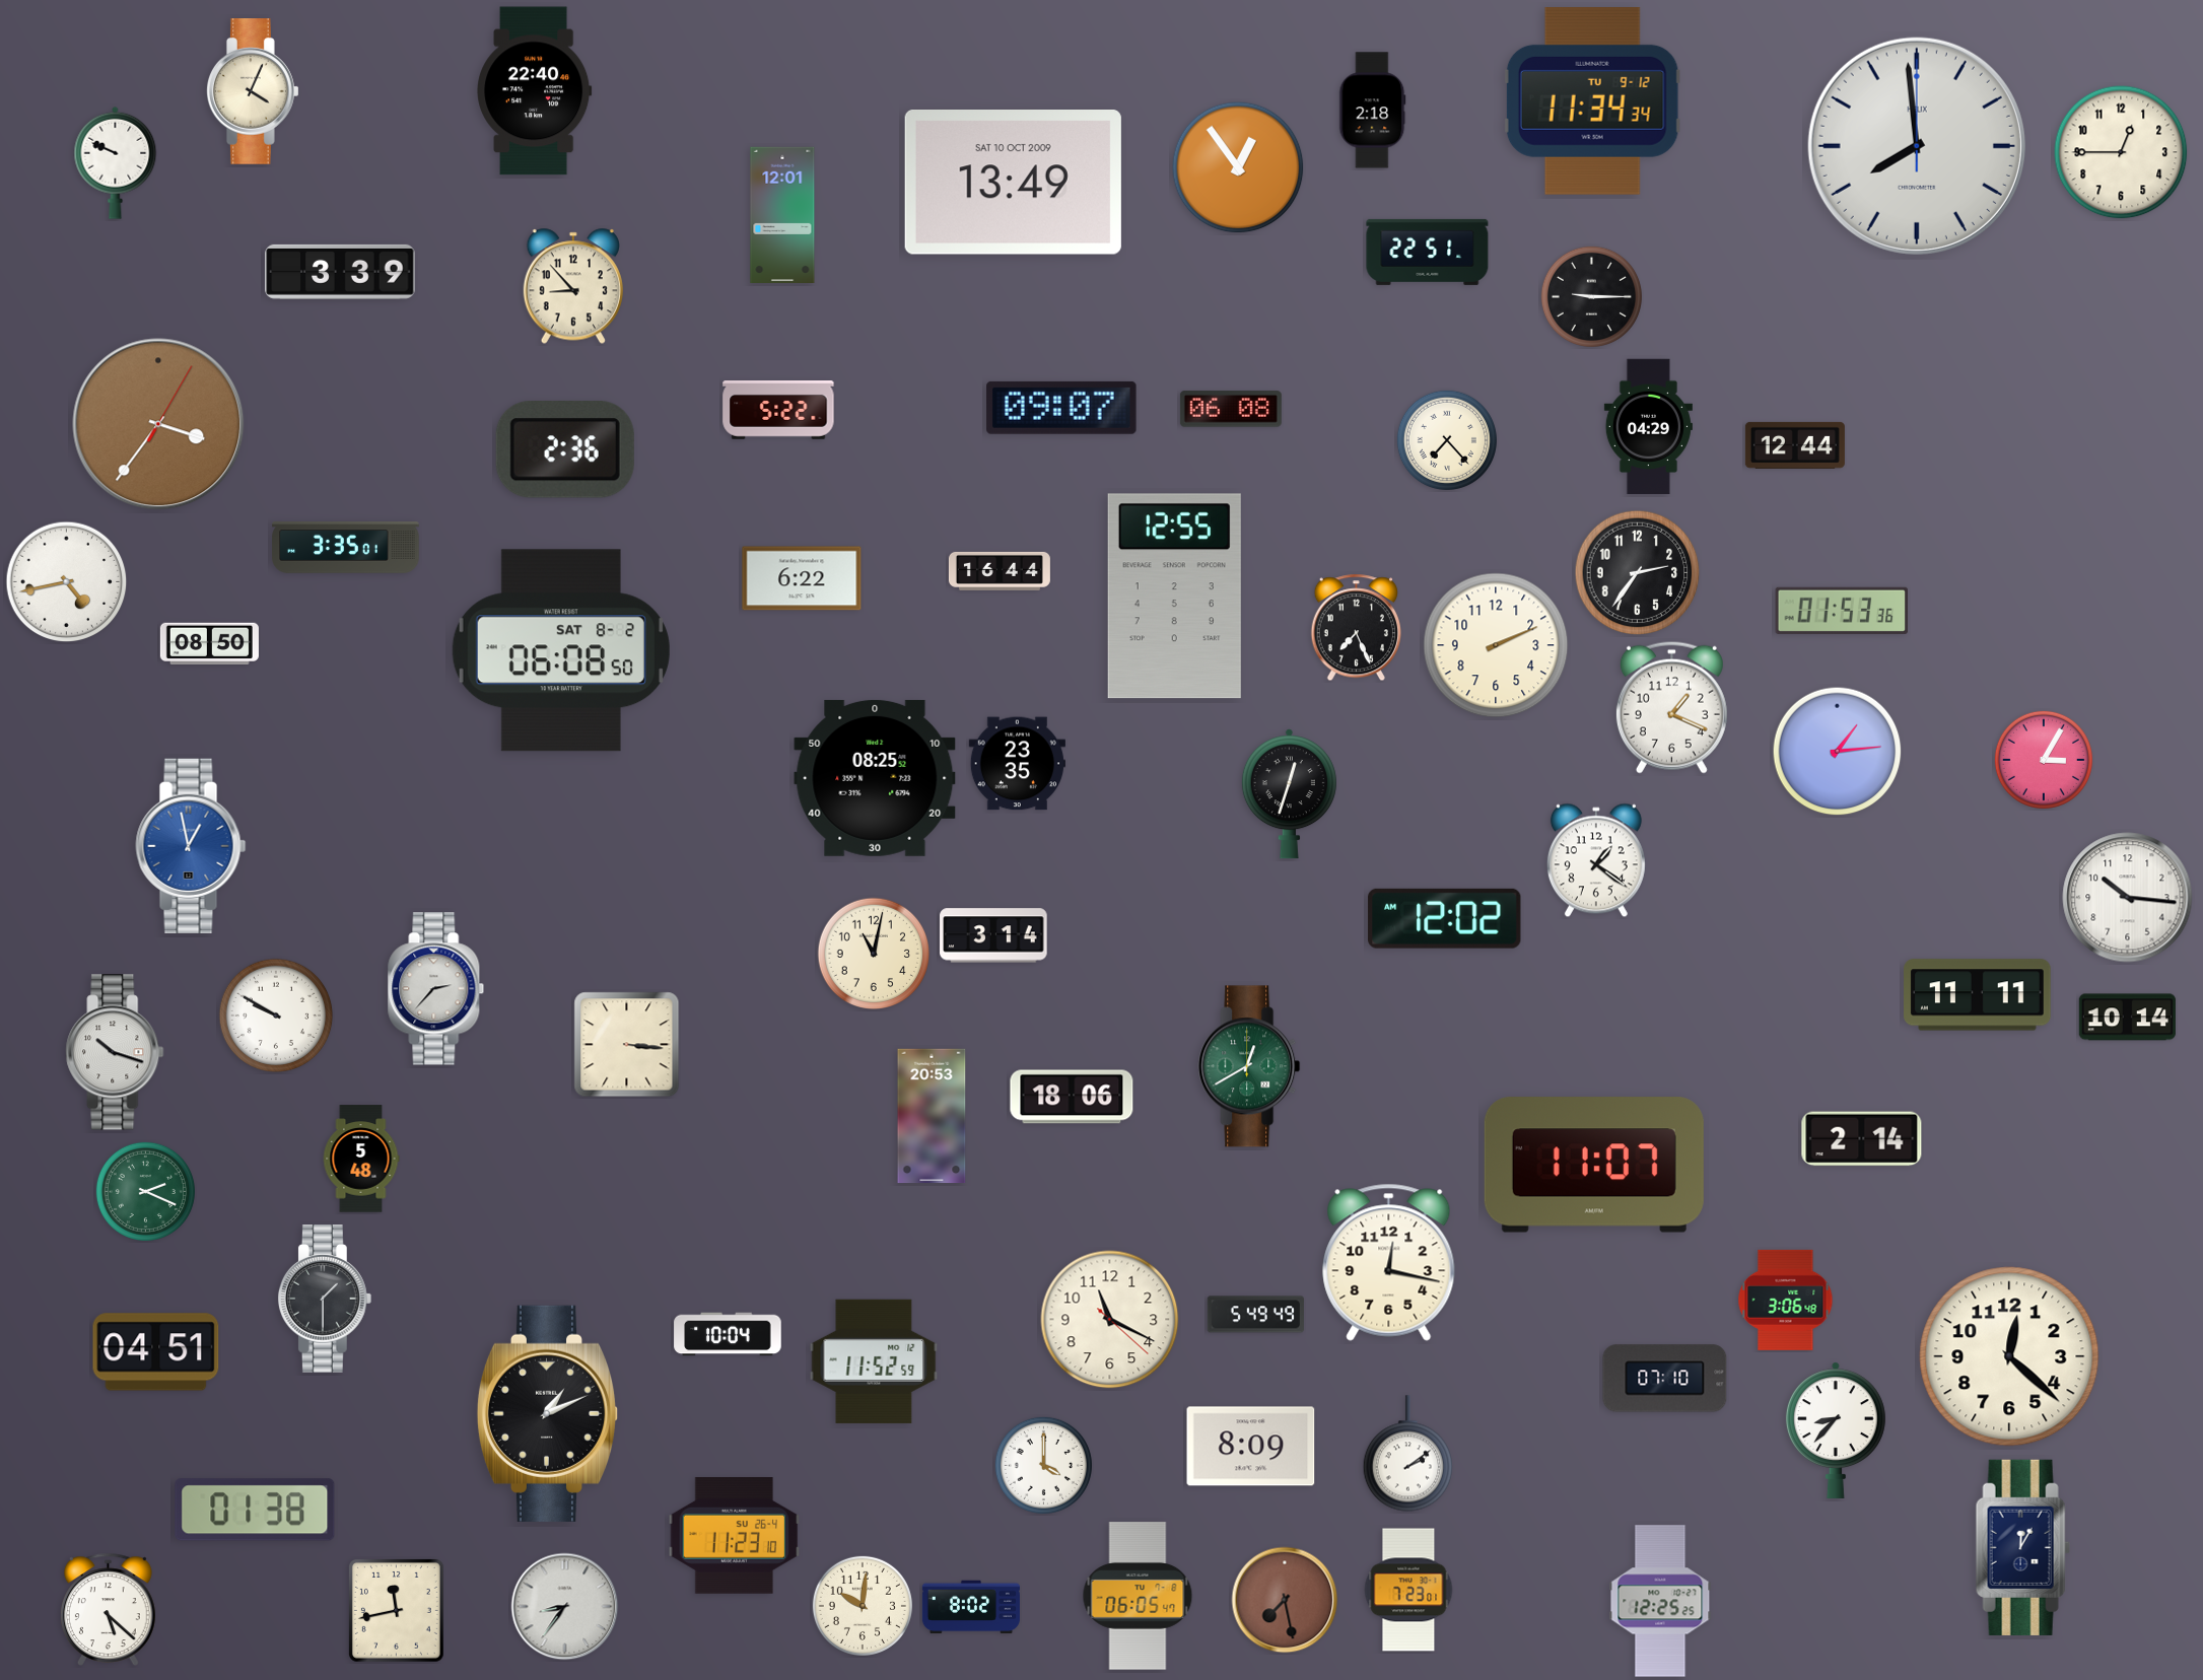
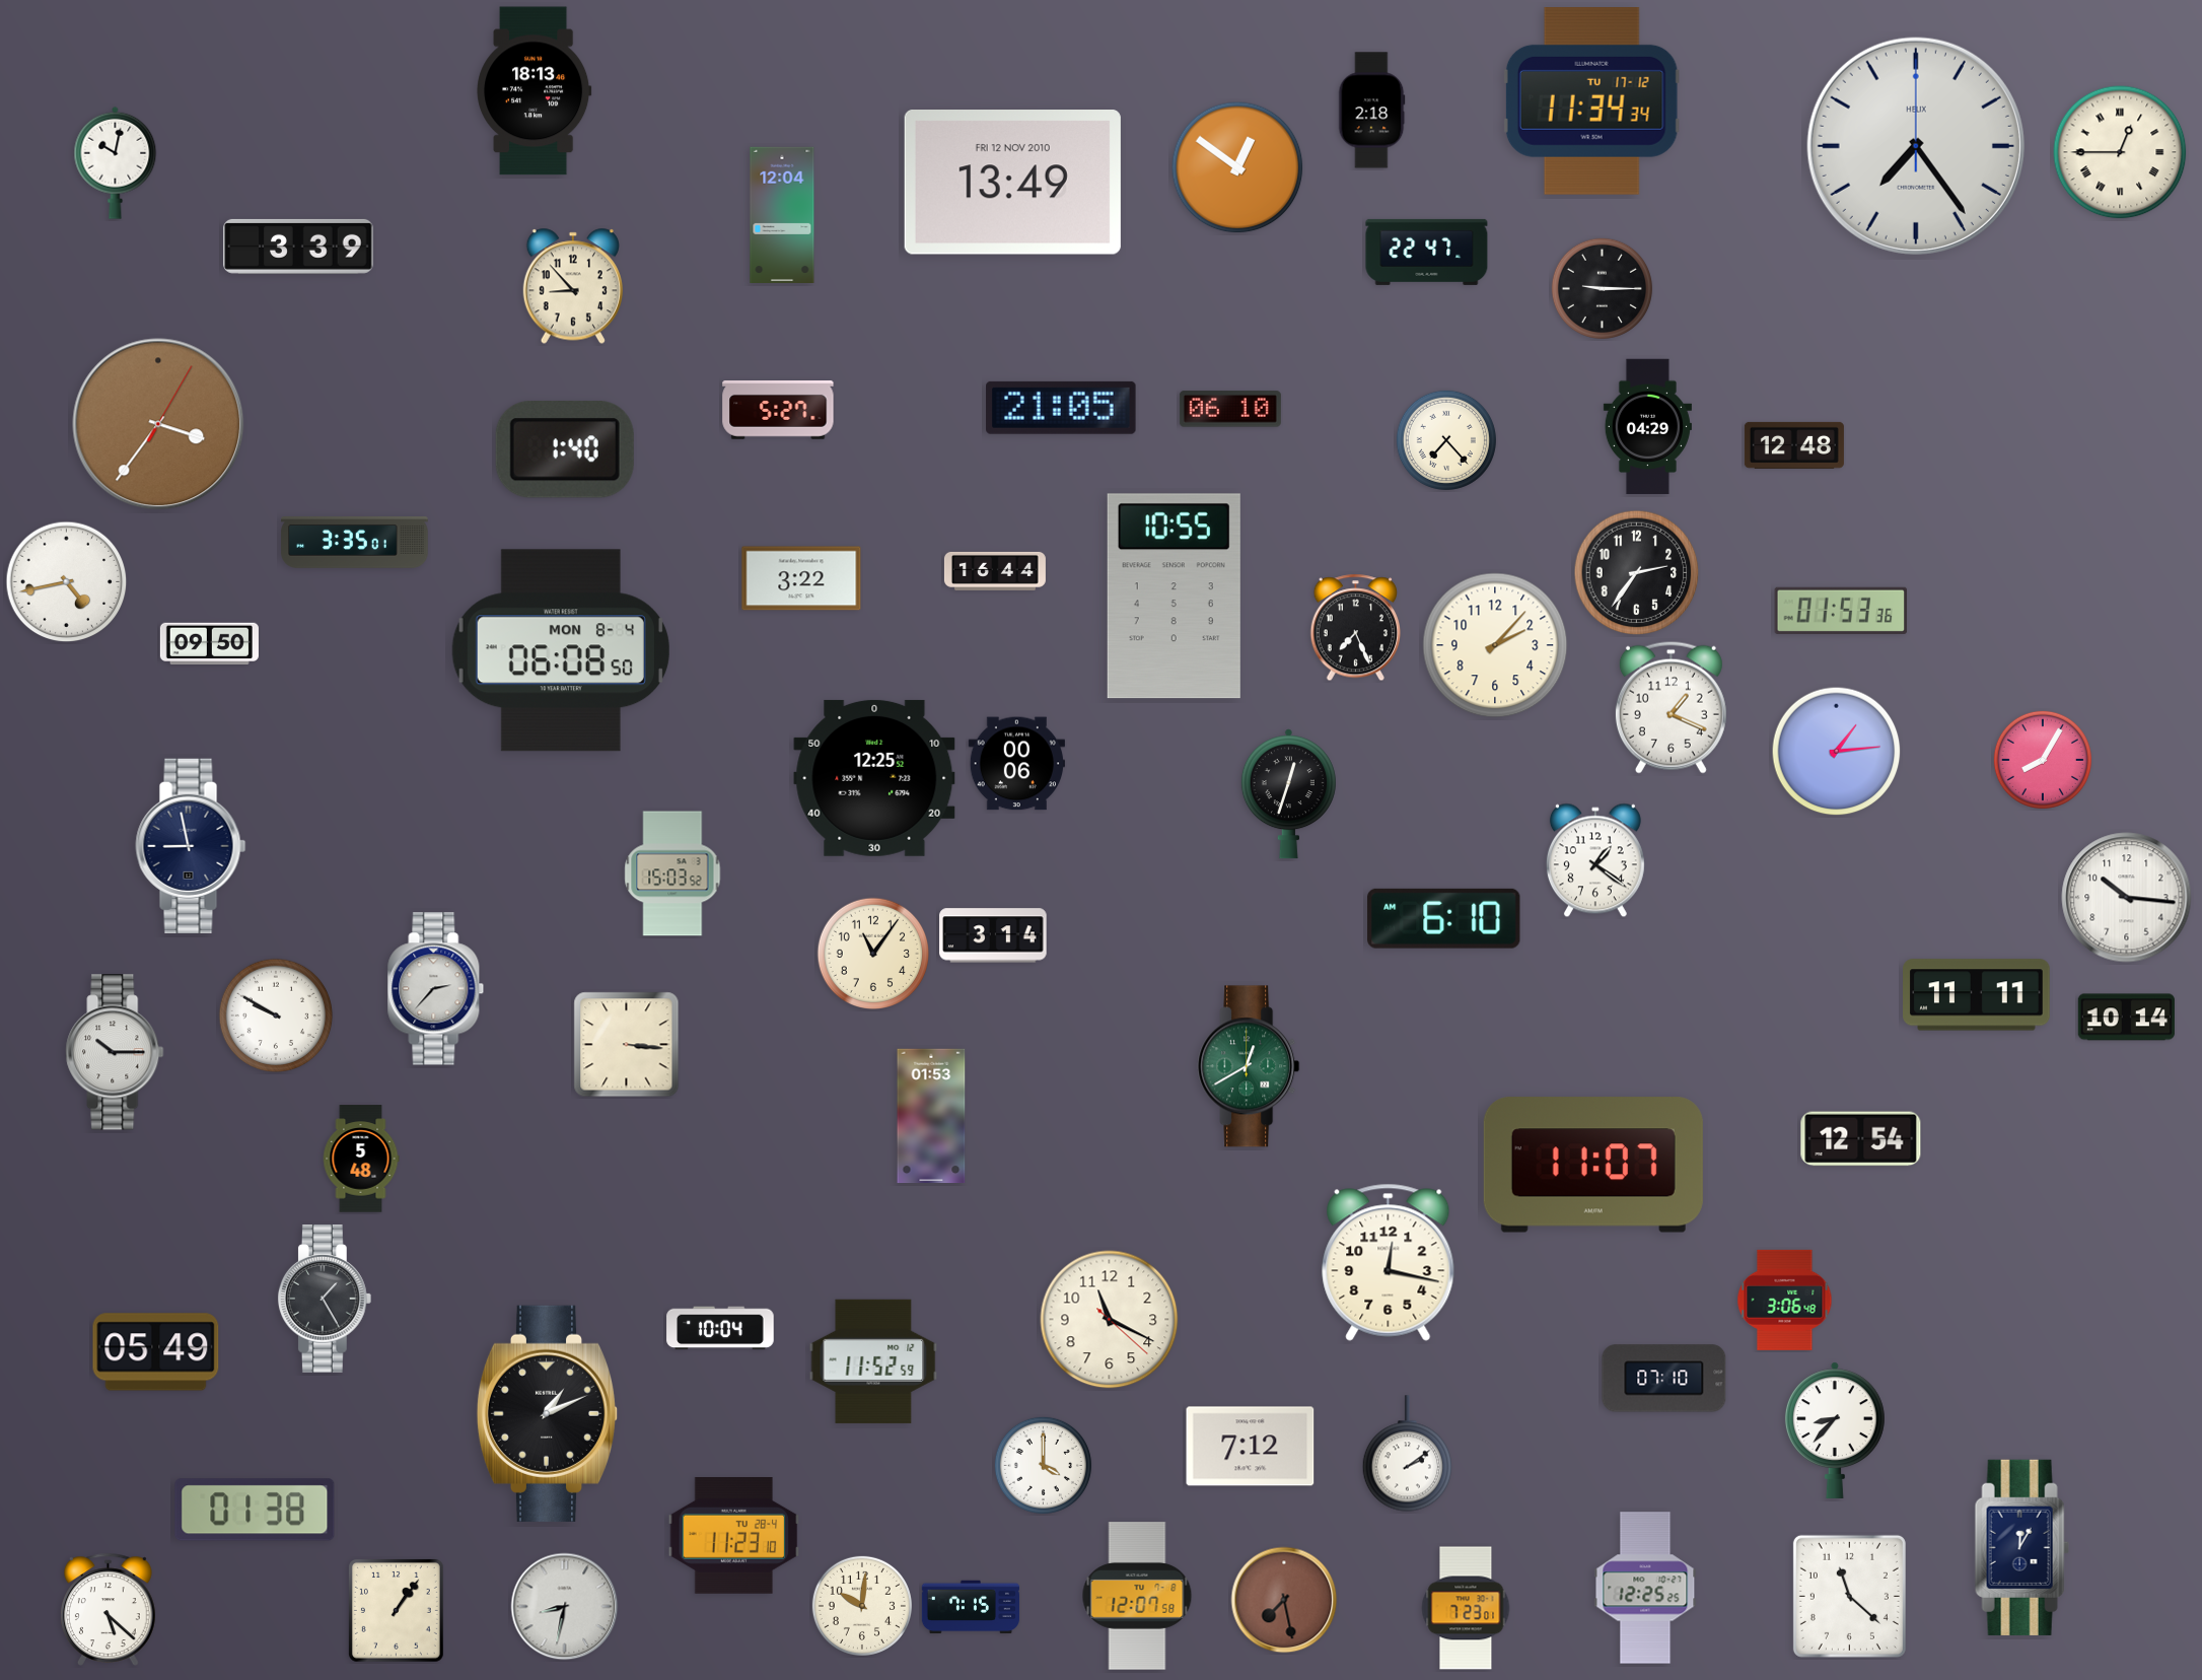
clock at (535, 91): 22:40 -> 18:13
clock at (253, 92): 4:04 -> none
clock at (1592, 101) date: TU 9-12 -> TU 17-12
clock at (1917, 146): 7:59 -> 7:24
clock at (2121, 152) numerals: Arabic -> Roman
clock at (116, 162): 9:49 -> 10:02
clock at (1238, 167): 12:54 -> 12:51
clock at (1013, 183) date: SAT 10 OCT 2009 -> FRI 12 NOV 2010
clock at (782, 214): 12:01 -> 12:04
clock at (1428, 252): 22:51 -> 22:47
clock at (340, 272) position: (340, 272) -> (298, 247)
clock at (1591, 296) position: (1591, 296) -> (1602, 288)
clock at (1061, 408): 09:07 -> 21:05
clock at (1231, 409): 06:08 -> 06:10
clock at (778, 411): 5:22 -> 5:27
clock at (1795, 445): 12:44 -> 12:48
clock at (565, 450): 2:36 -> 1:40
clock at (346, 548) position: (346, 548) -> (355, 543)
clock at (1000, 571) position: (1000, 571) -> (995, 571)
clock at (802, 578): 6:22 -> 3:22
clock at (1174, 597): 12:55 -> 10:55
clock at (209, 643): 08:50 -> 09:50
clock at (1496, 645): 2:11 -> 2:07
clock at (561, 650) date: SAT 8-2 -> MON 8-4
clock at (2044, 760): 3:05 -> 8:05
clock at (1017, 764): 23:35 -> 00:06
clock at (875, 778): 08:25 -> 12:25
clock at (191, 846): 12:58 -> 8:58
clock at (191, 846) dial: blue -> navy
clock at (672, 873): none -> 15:03
clock at (1445, 918): 12:02 -> 6:10
clock at (874, 954): 11:02 -> 11:06
clock at (115, 1052): 10:18 -> 10:15
clock at (1072, 1097): 18:06 -> none
clock at (932, 1116): 20:53 -> 01:53
clock at (1862, 1139): 2:14 -> 12:54
clock at (145, 1191): 2:19 -> none
clock at (325, 1299): 1:30 -> 1:25
clock at (1255, 1315): 5:49 -> none
clock at (728, 1334) position: (728, 1334) -> (720, 1328)
clock at (156, 1352): 04:51 -> 05:49
clock at (2009, 1356): 12:22 -> none
clock at (1251, 1447): 8:09 -> 7:12
clock at (735, 1536) date: SU 26-4 -> TU 28-4
clock at (1408, 1590) position: (1408, 1590) -> (1466, 1608)
clock at (1138, 1596): 06:05 -> 12:07
clock at (1849, 1596): none -> 11:22
clock at (1660, 1601) position: (1660, 1601) -> (1645, 1588)
clock at (565, 1607): 8:36 -> 8:32
clock at (971, 1607): 8:02 -> 7:15
clock at (396, 1610): 11:43 -> 1:06
